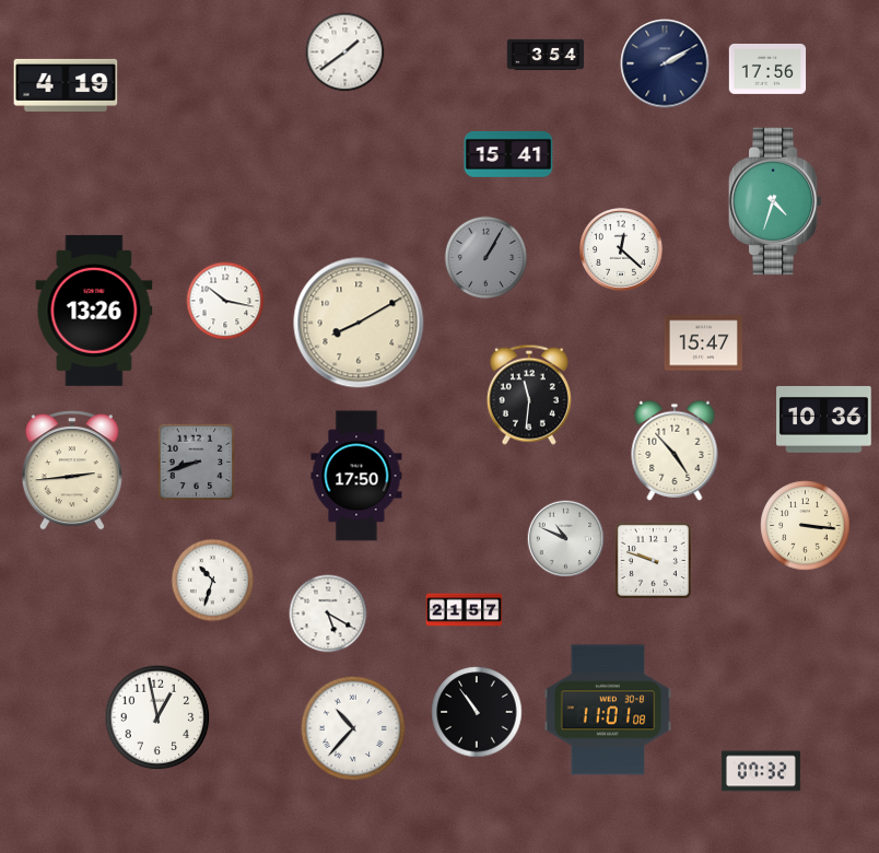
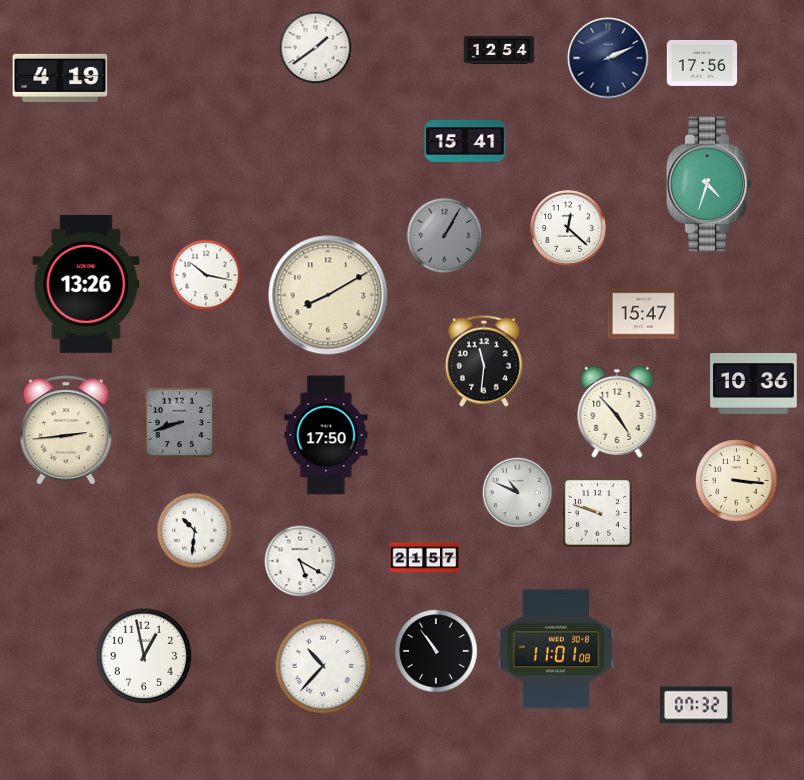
clock at (546, 55): 3:54 -> 12:54
clock at (665, 63): 2:10 -> 2:11
clock at (213, 581): 10:33 -> 10:31
